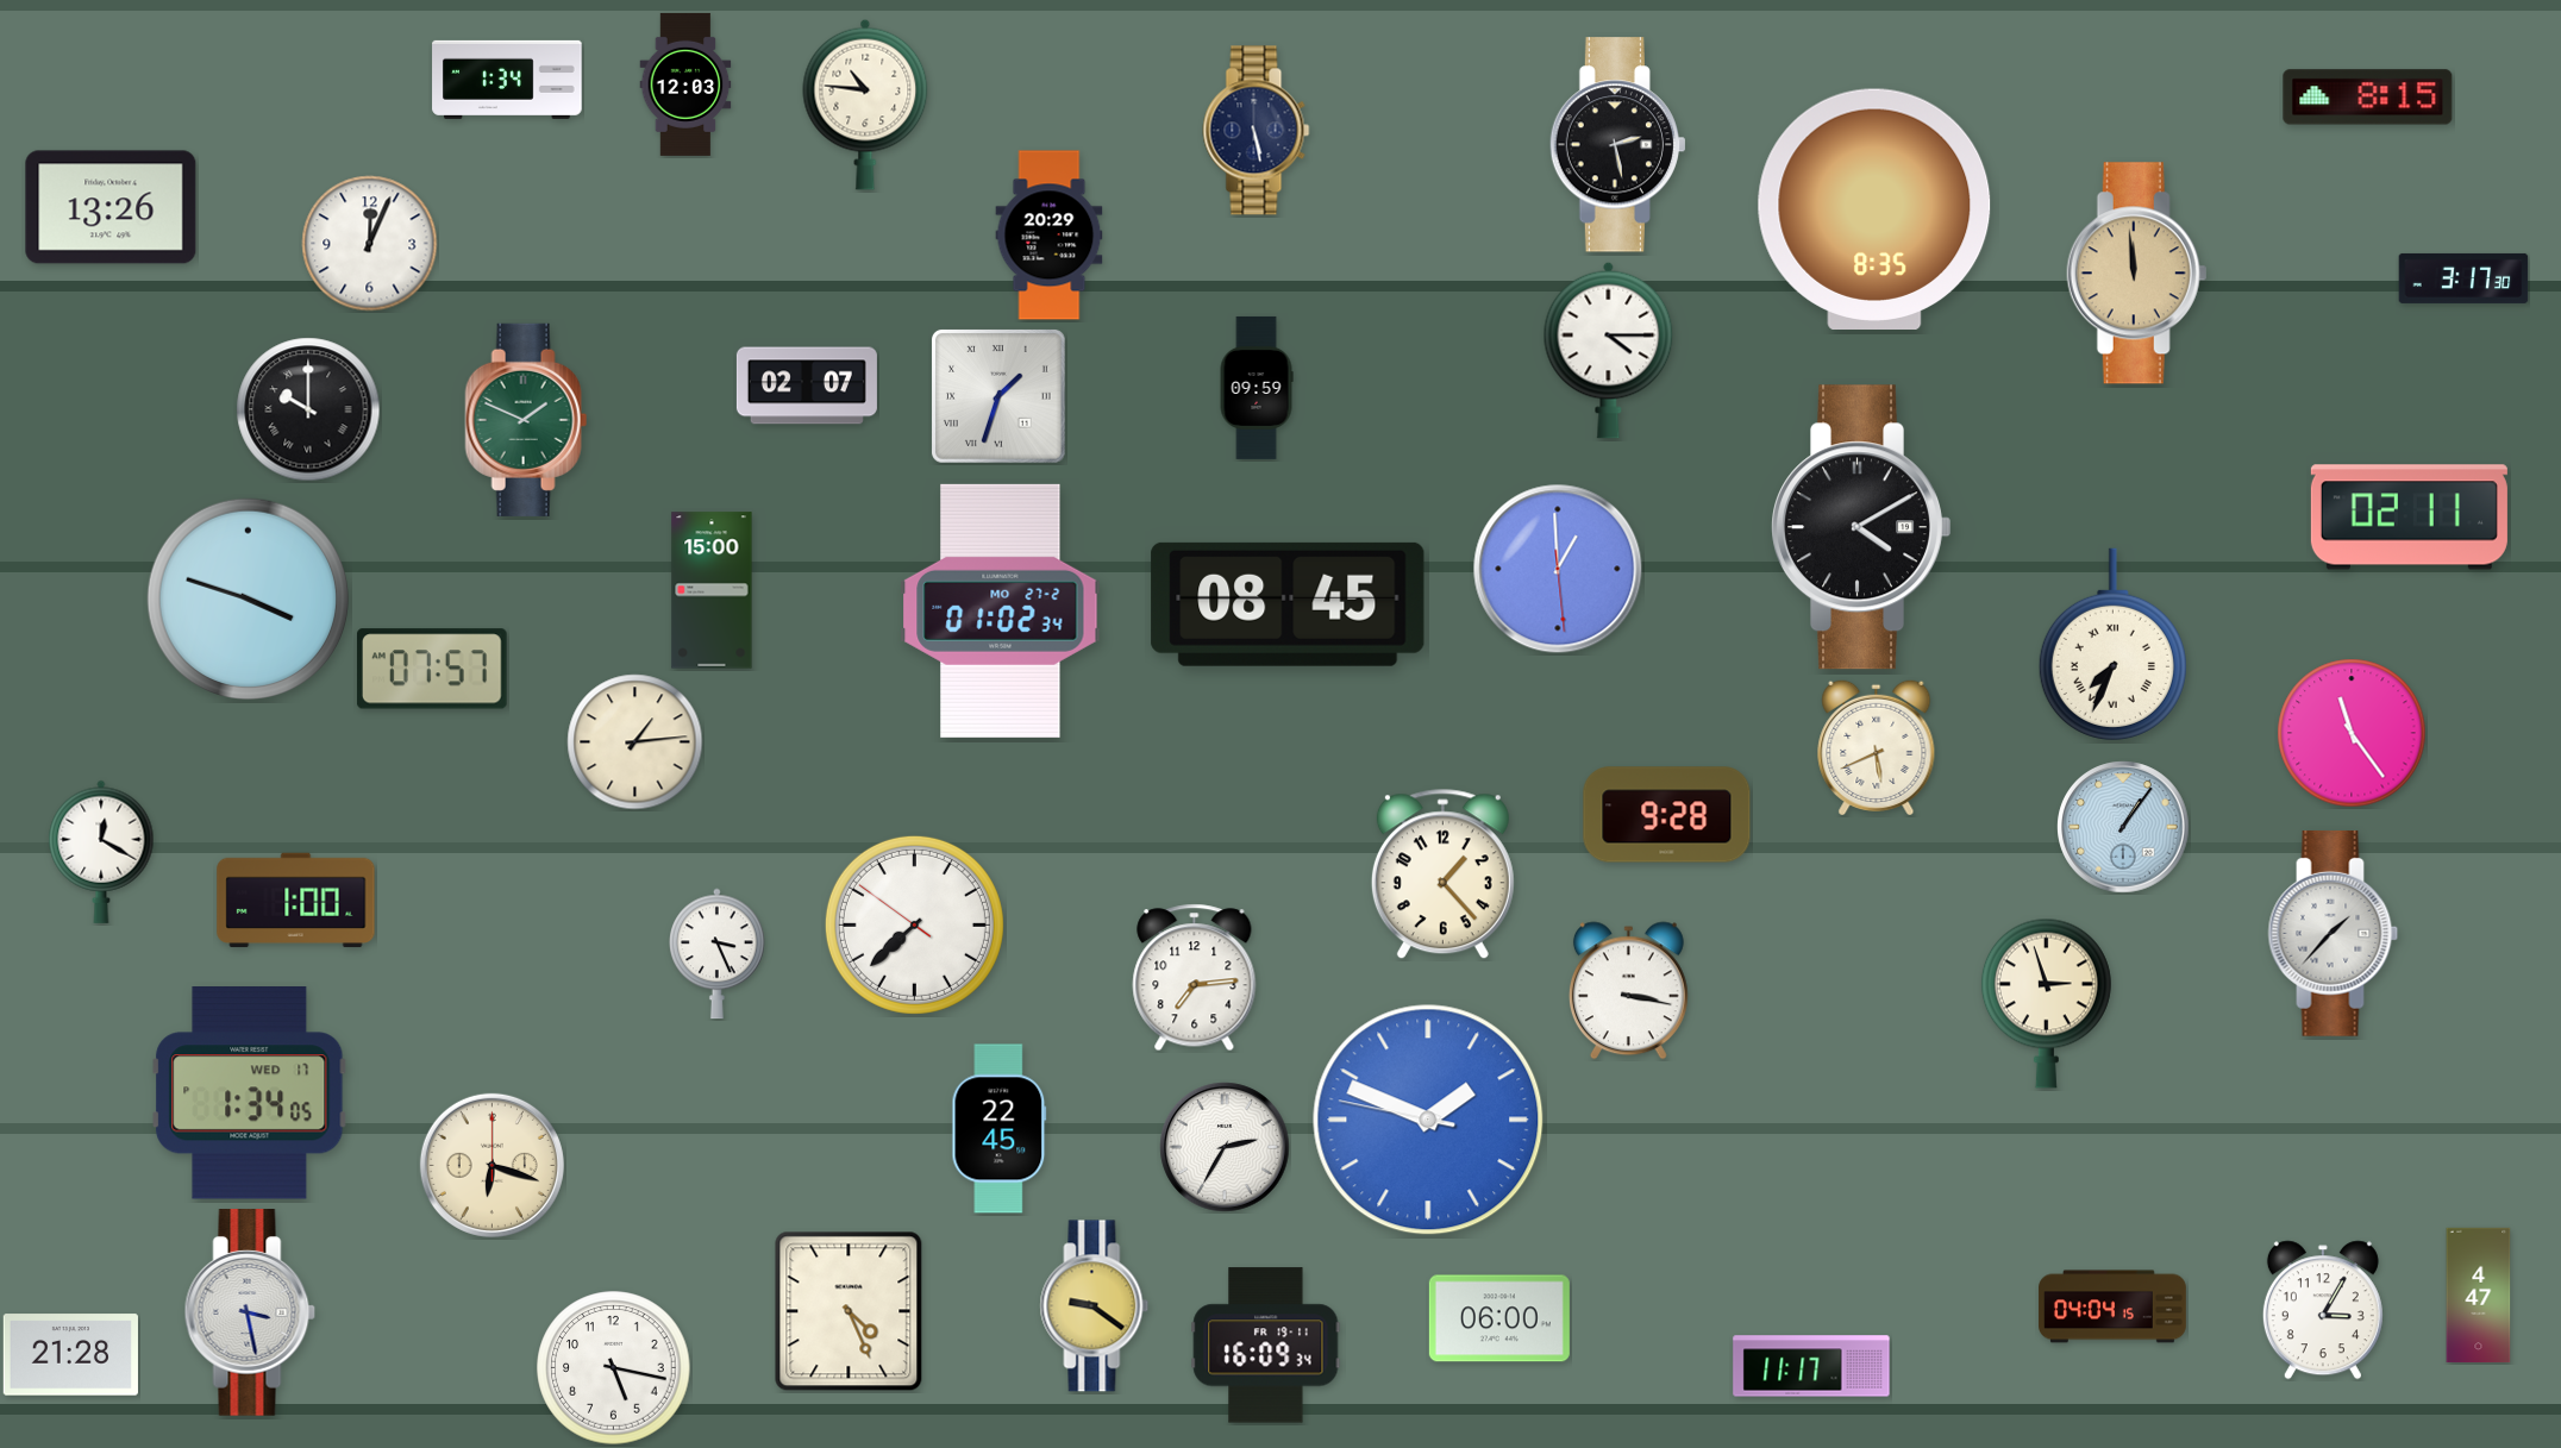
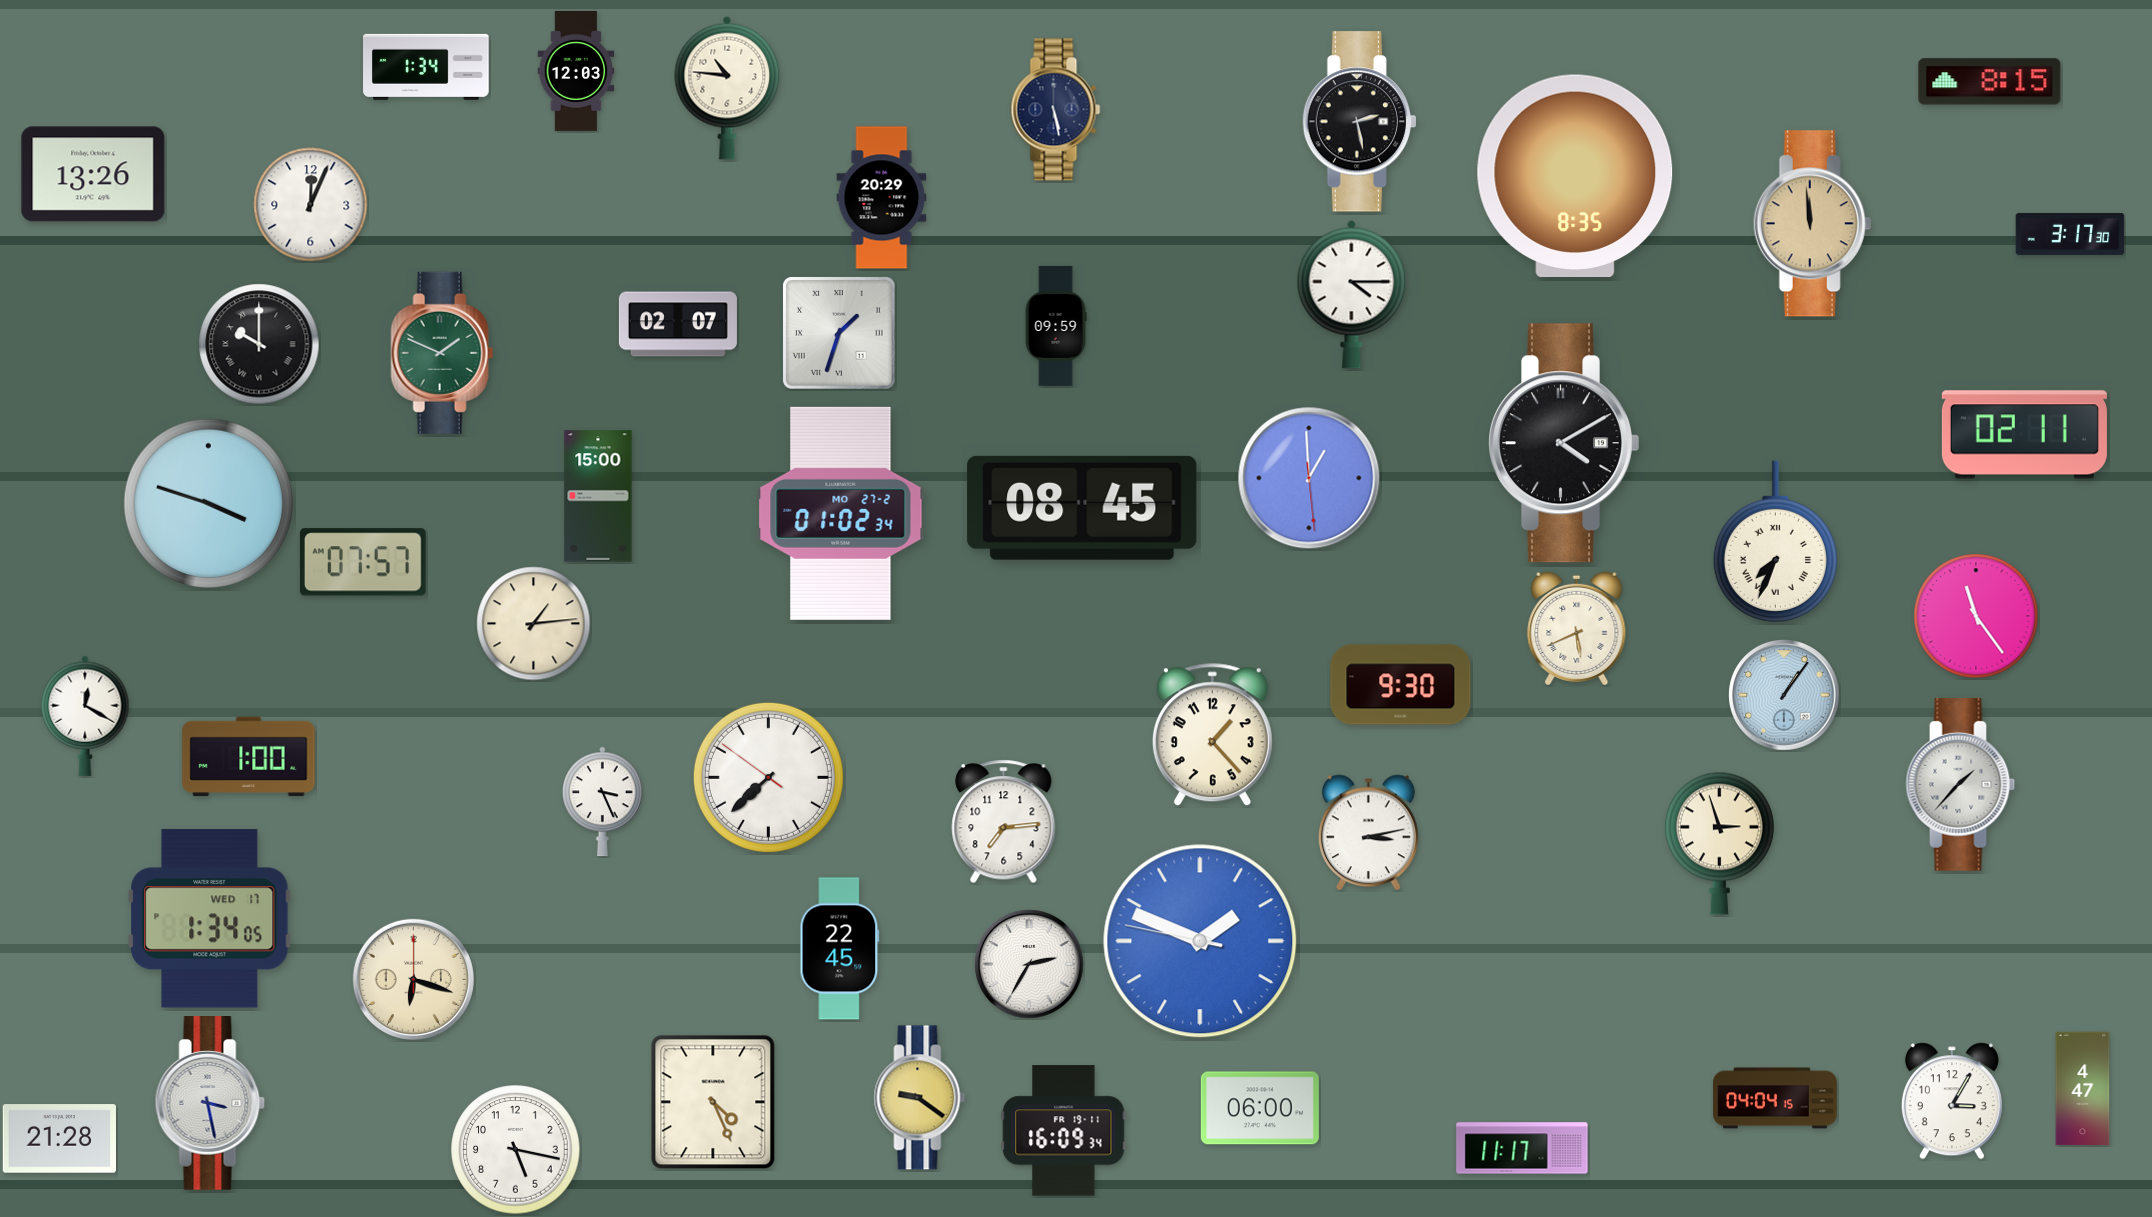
clock at (2137, 274) position: (2137, 274) -> (1813, 224)
clock at (1667, 815): 9:28 -> 9:30
clock at (1628, 991): 3:17 -> 3:13
